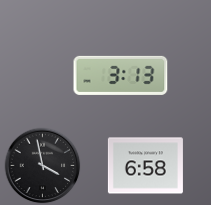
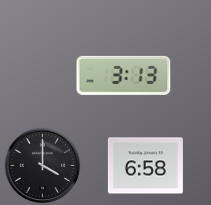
clock at (121, 75) position: (121, 75) -> (124, 75)
clock at (43, 166): 3:58 -> 4:00
